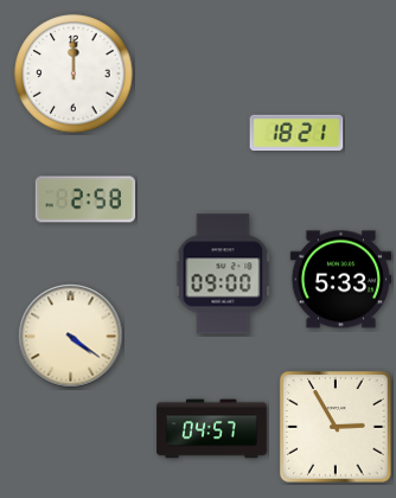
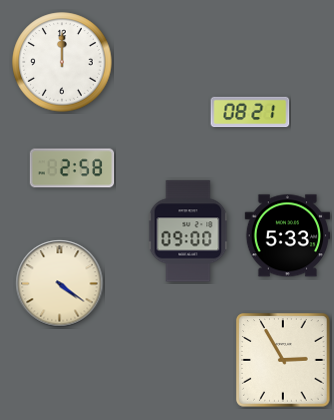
clock at (296, 133): 18:21 -> 08:21
clock at (212, 429): 04:57 -> none
